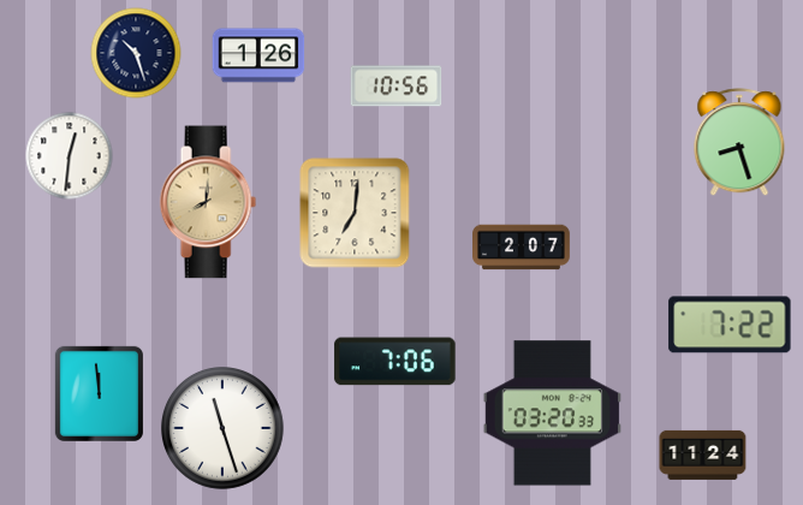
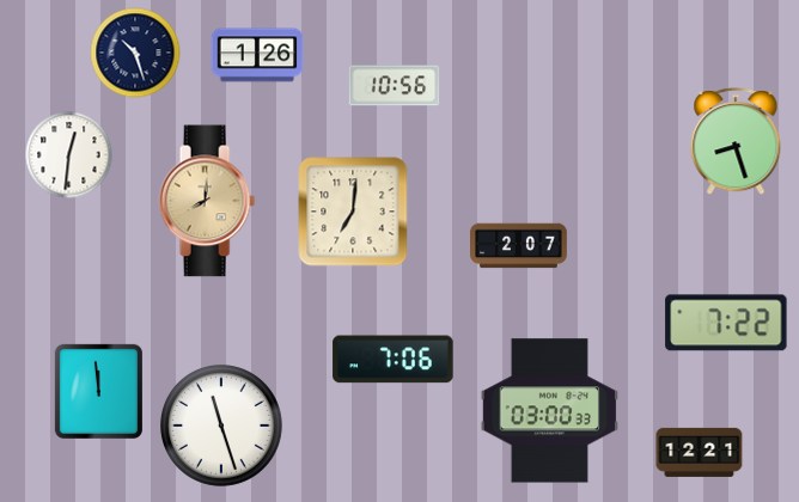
clock at (552, 414): 03:20 -> 03:00
clock at (703, 454): 11:24 -> 12:21
